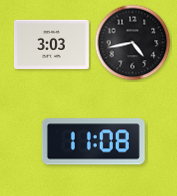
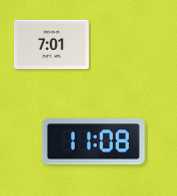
clock at (133, 43): 4:43 -> none
clock at (51, 45): 3:03 -> 7:01
